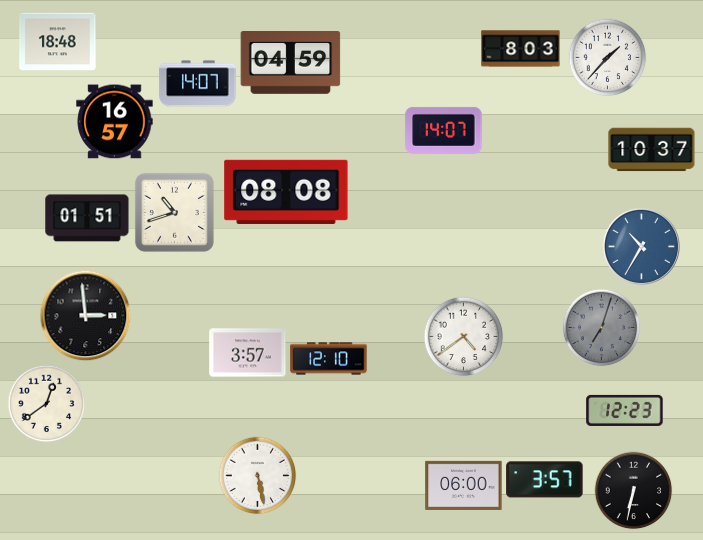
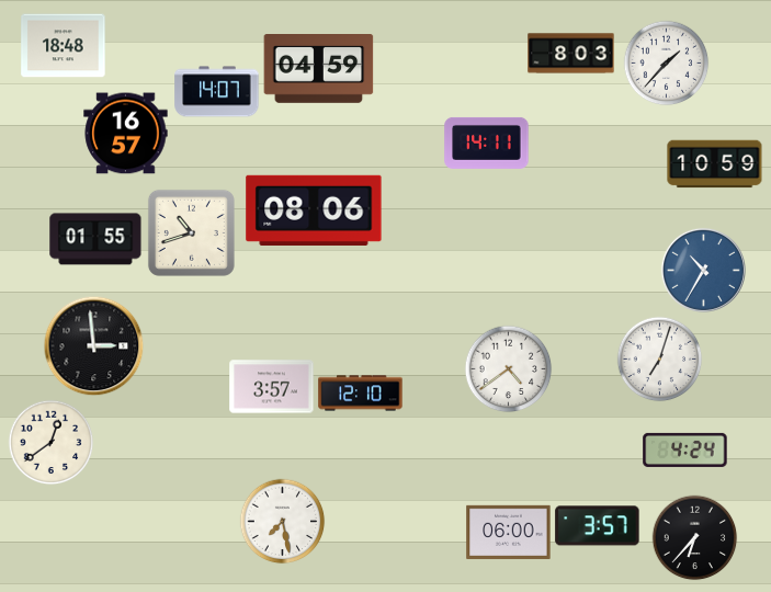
clock at (444, 130): 14:07 -> 14:11
clock at (652, 150): 10:37 -> 10:59
clock at (286, 192): 08:08 -> 08:06
clock at (87, 218): 01:51 -> 01:55
clock at (601, 327) dial: grey -> white
clock at (625, 410): 12:23 -> 4:24
clock at (257, 475): 5:28 -> 7:28
clock at (633, 490): 6:32 -> 6:37
